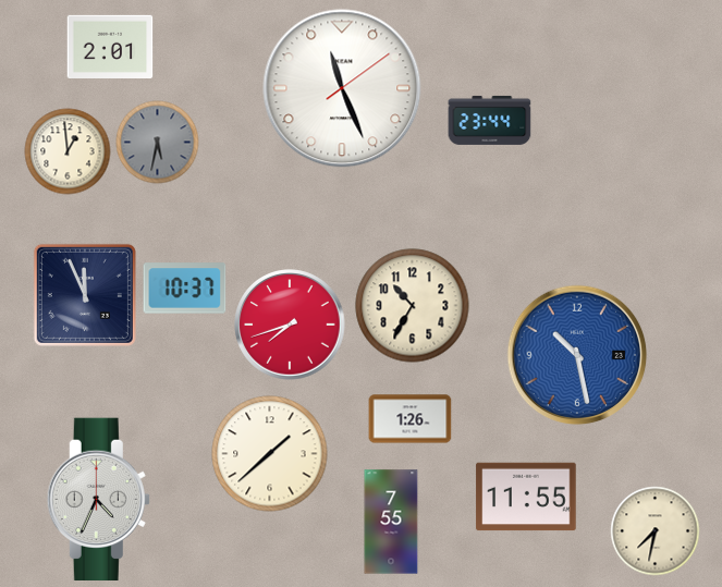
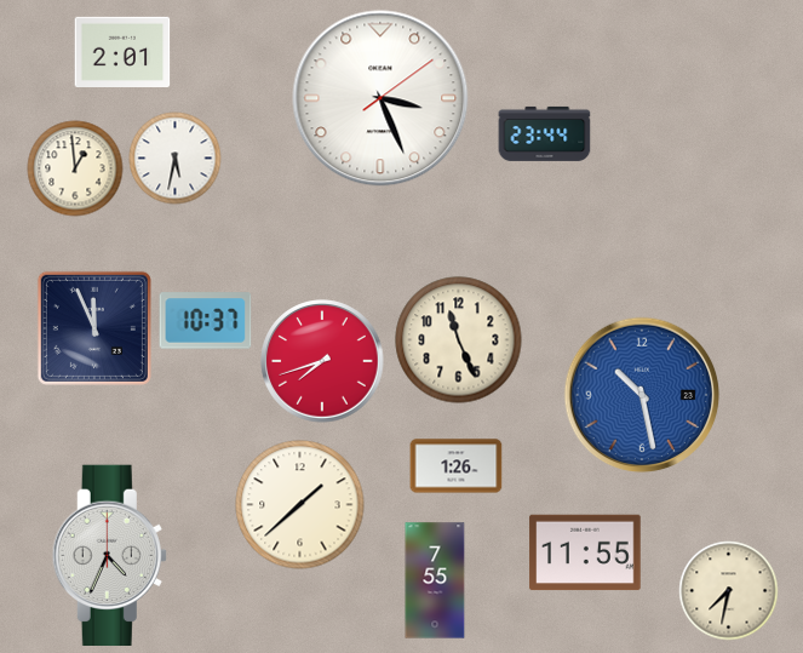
clock at (342, 88): 11:26 -> 3:26
clock at (158, 143) dial: grey -> white
clock at (413, 306): 10:35 -> 11:26
